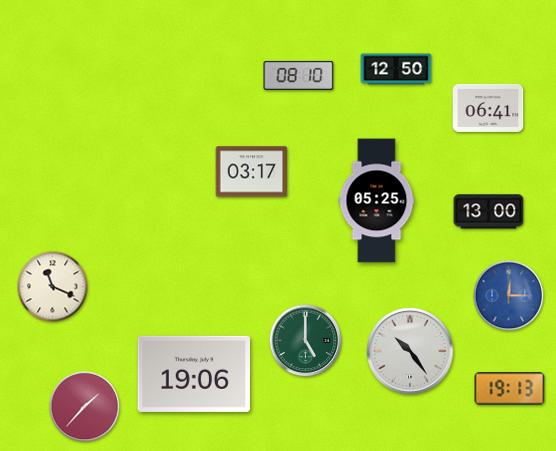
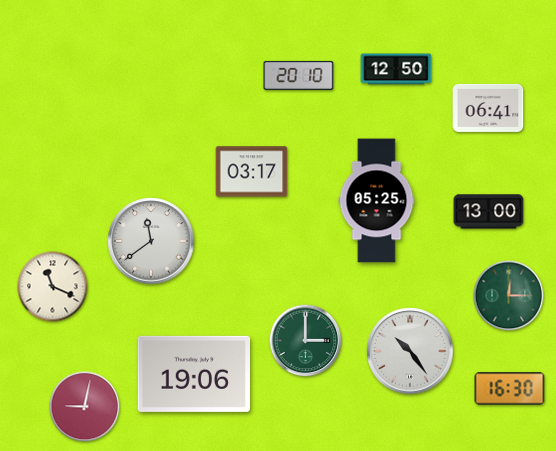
clock at (299, 75): 08:10 -> 20:10
clock at (151, 241): none -> 11:39
clock at (509, 296) dial: blue -> green
clock at (306, 341): 5:00 -> 3:00
clock at (510, 389): 19:13 -> 16:30
clock at (85, 407): 1:37 -> 9:02
